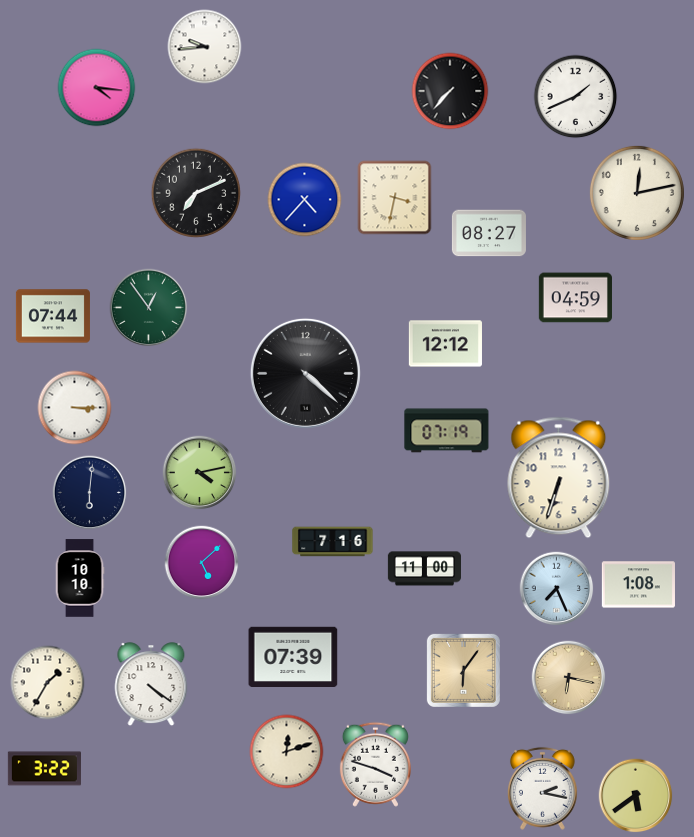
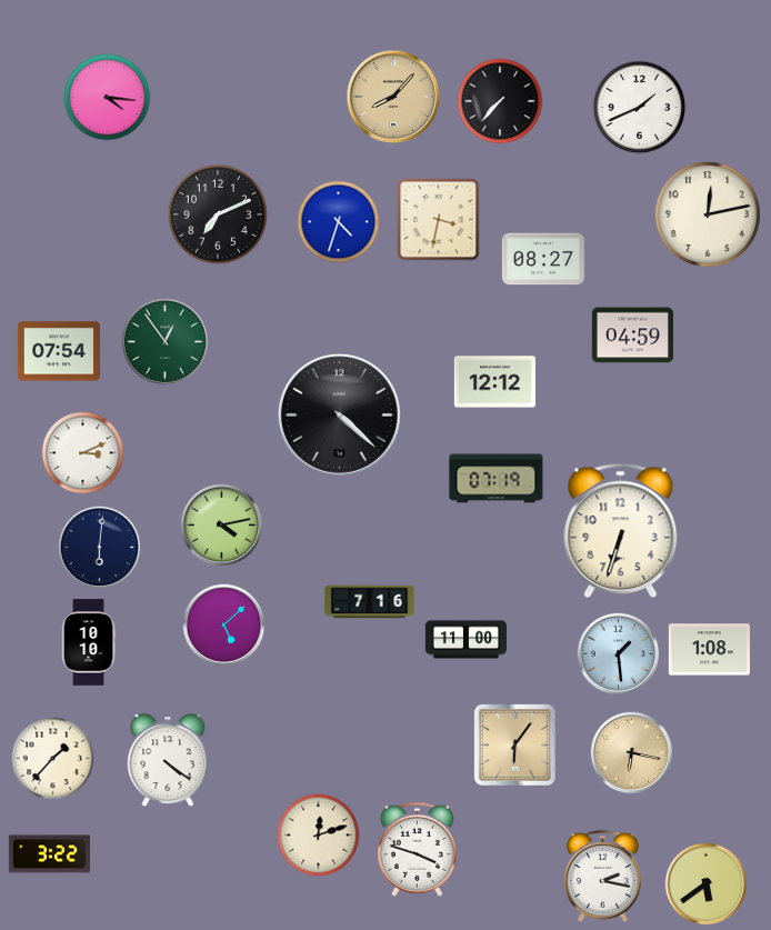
clock at (205, 47): 9:44 -> none
clock at (393, 97): none -> 8:07
clock at (305, 200): 4:37 -> 4:33
clock at (575, 298) position: (575, 298) -> (632, 336)
clock at (53, 316): 07:44 -> 07:54
clock at (75, 408): 3:15 -> 3:11
clock at (424, 569) position: (424, 569) -> (465, 640)
clock at (557, 589): 7:26 -> 1:29
clock at (293, 656): 07:39 -> none
clock at (48, 683): 1:35 -> 1:37
